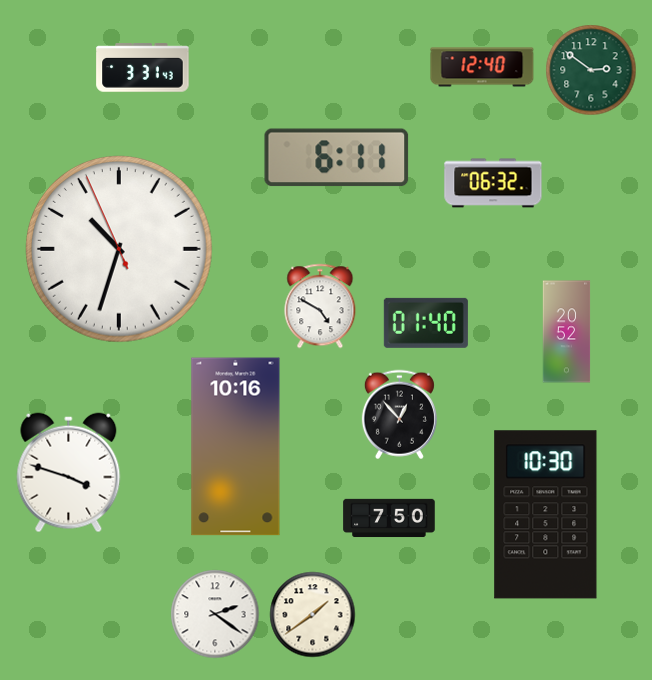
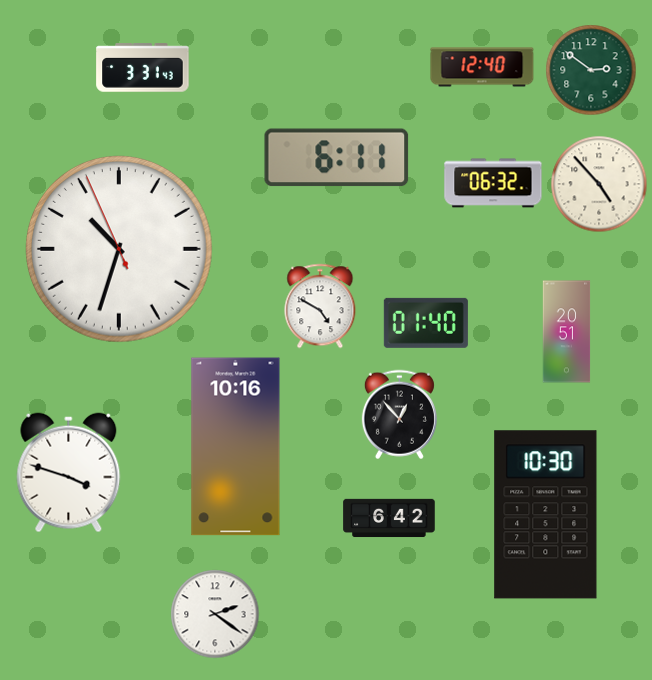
clock at (599, 184): none -> 4:53
clock at (567, 332): 20:52 -> 20:51
clock at (389, 518): 7:50 -> 6:42
clock at (313, 615): 1:39 -> none
